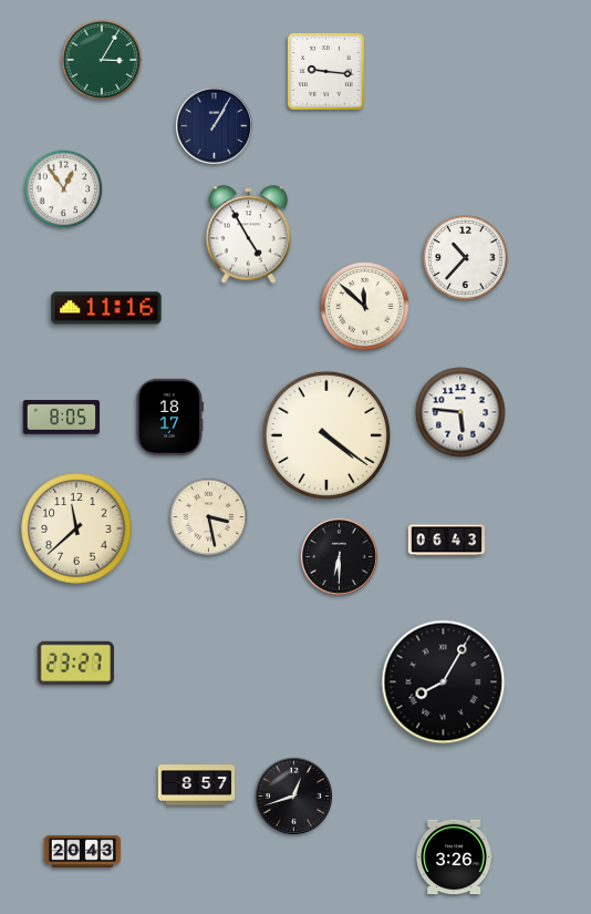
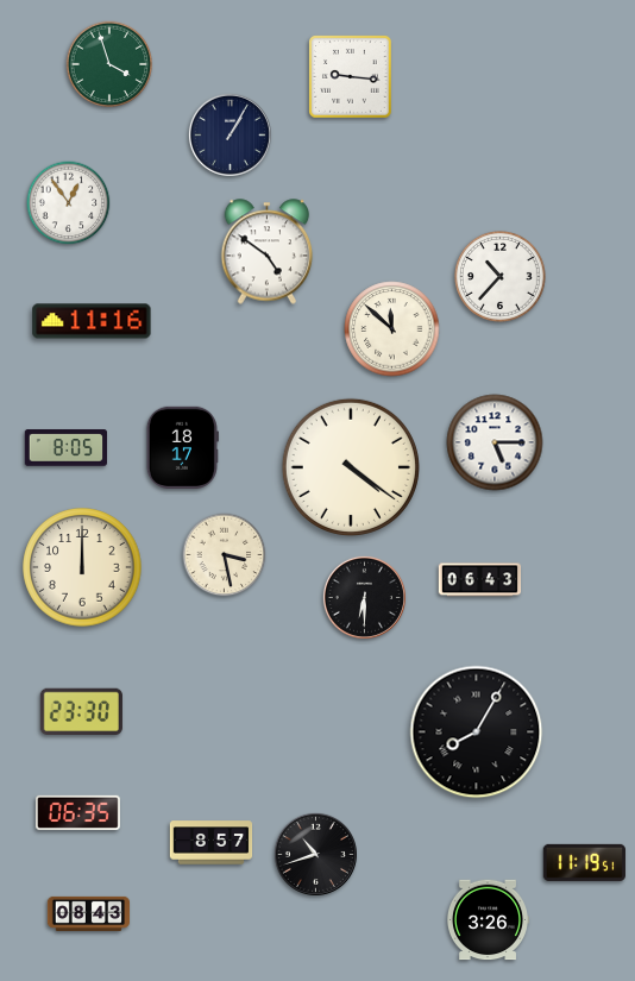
clock at (102, 60): 3:05 -> 3:57
clock at (249, 235): 4:55 -> 4:51
clock at (106, 308) position: (106, 308) -> (92, 321)
clock at (460, 412): 5:46 -> 5:15
clock at (76, 528): 11:38 -> 12:00
clock at (75, 664): 23:27 -> 23:30
clock at (77, 812): none -> 06:35
clock at (293, 795): 12:42 -> 10:42
clock at (584, 862): none -> 11:19
clock at (83, 851): 20:43 -> 08:43
